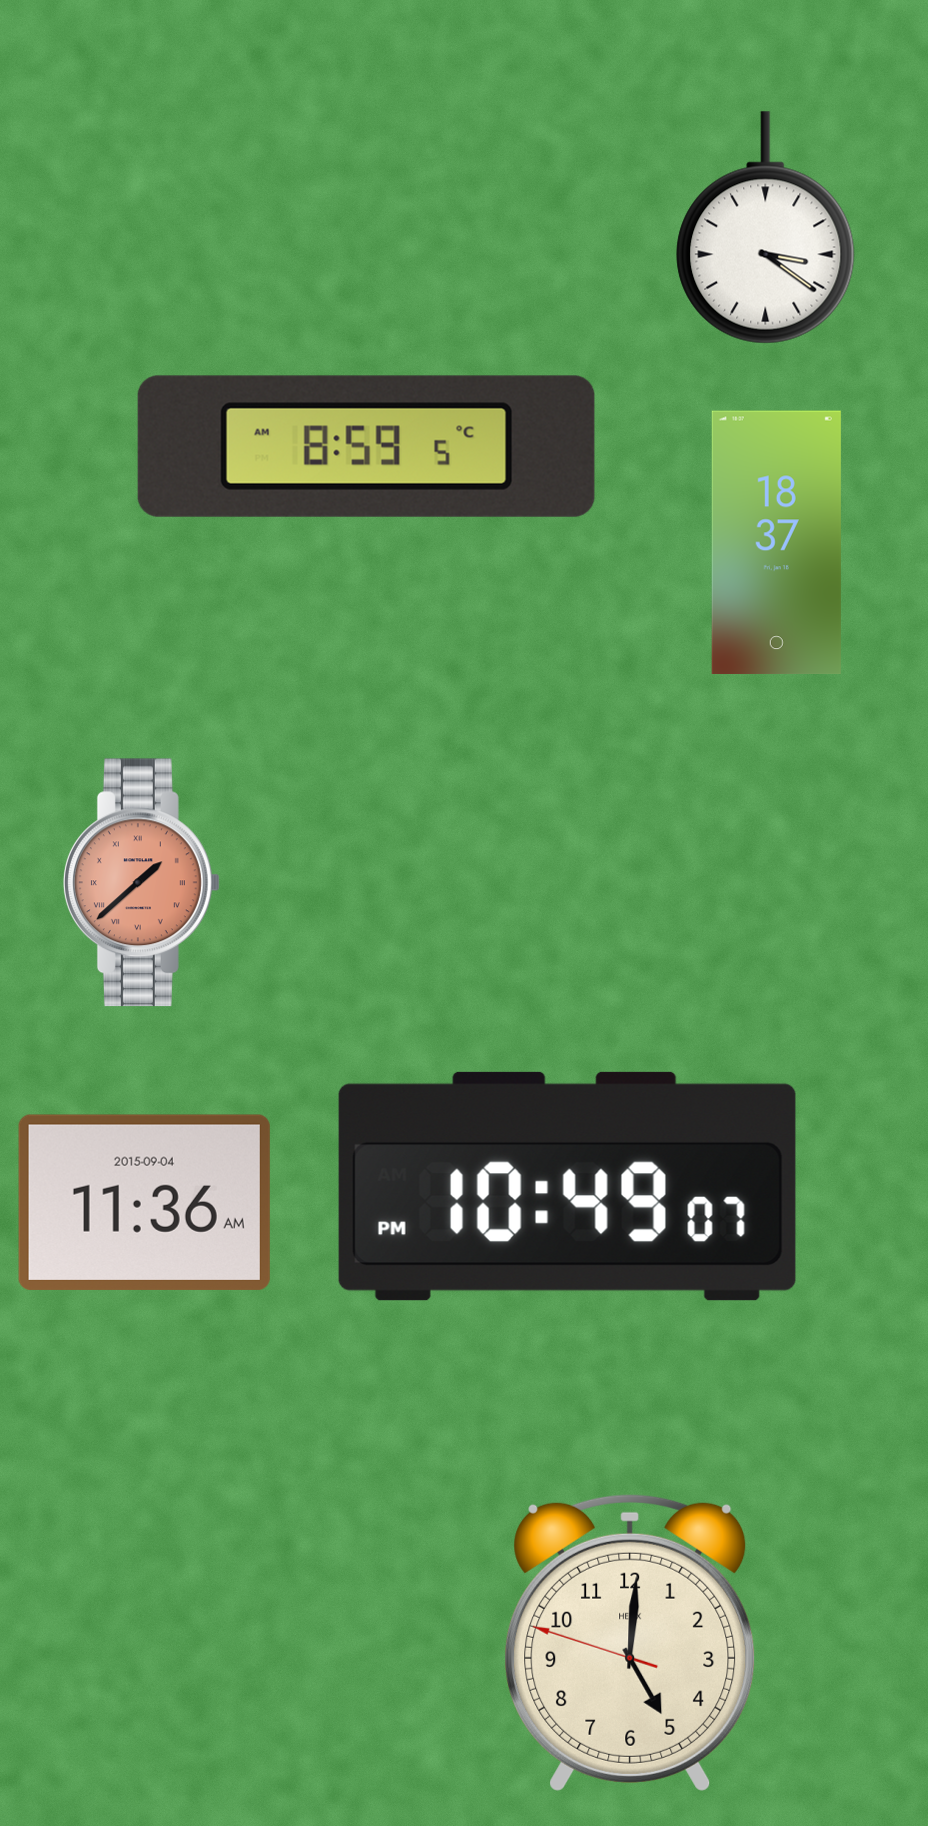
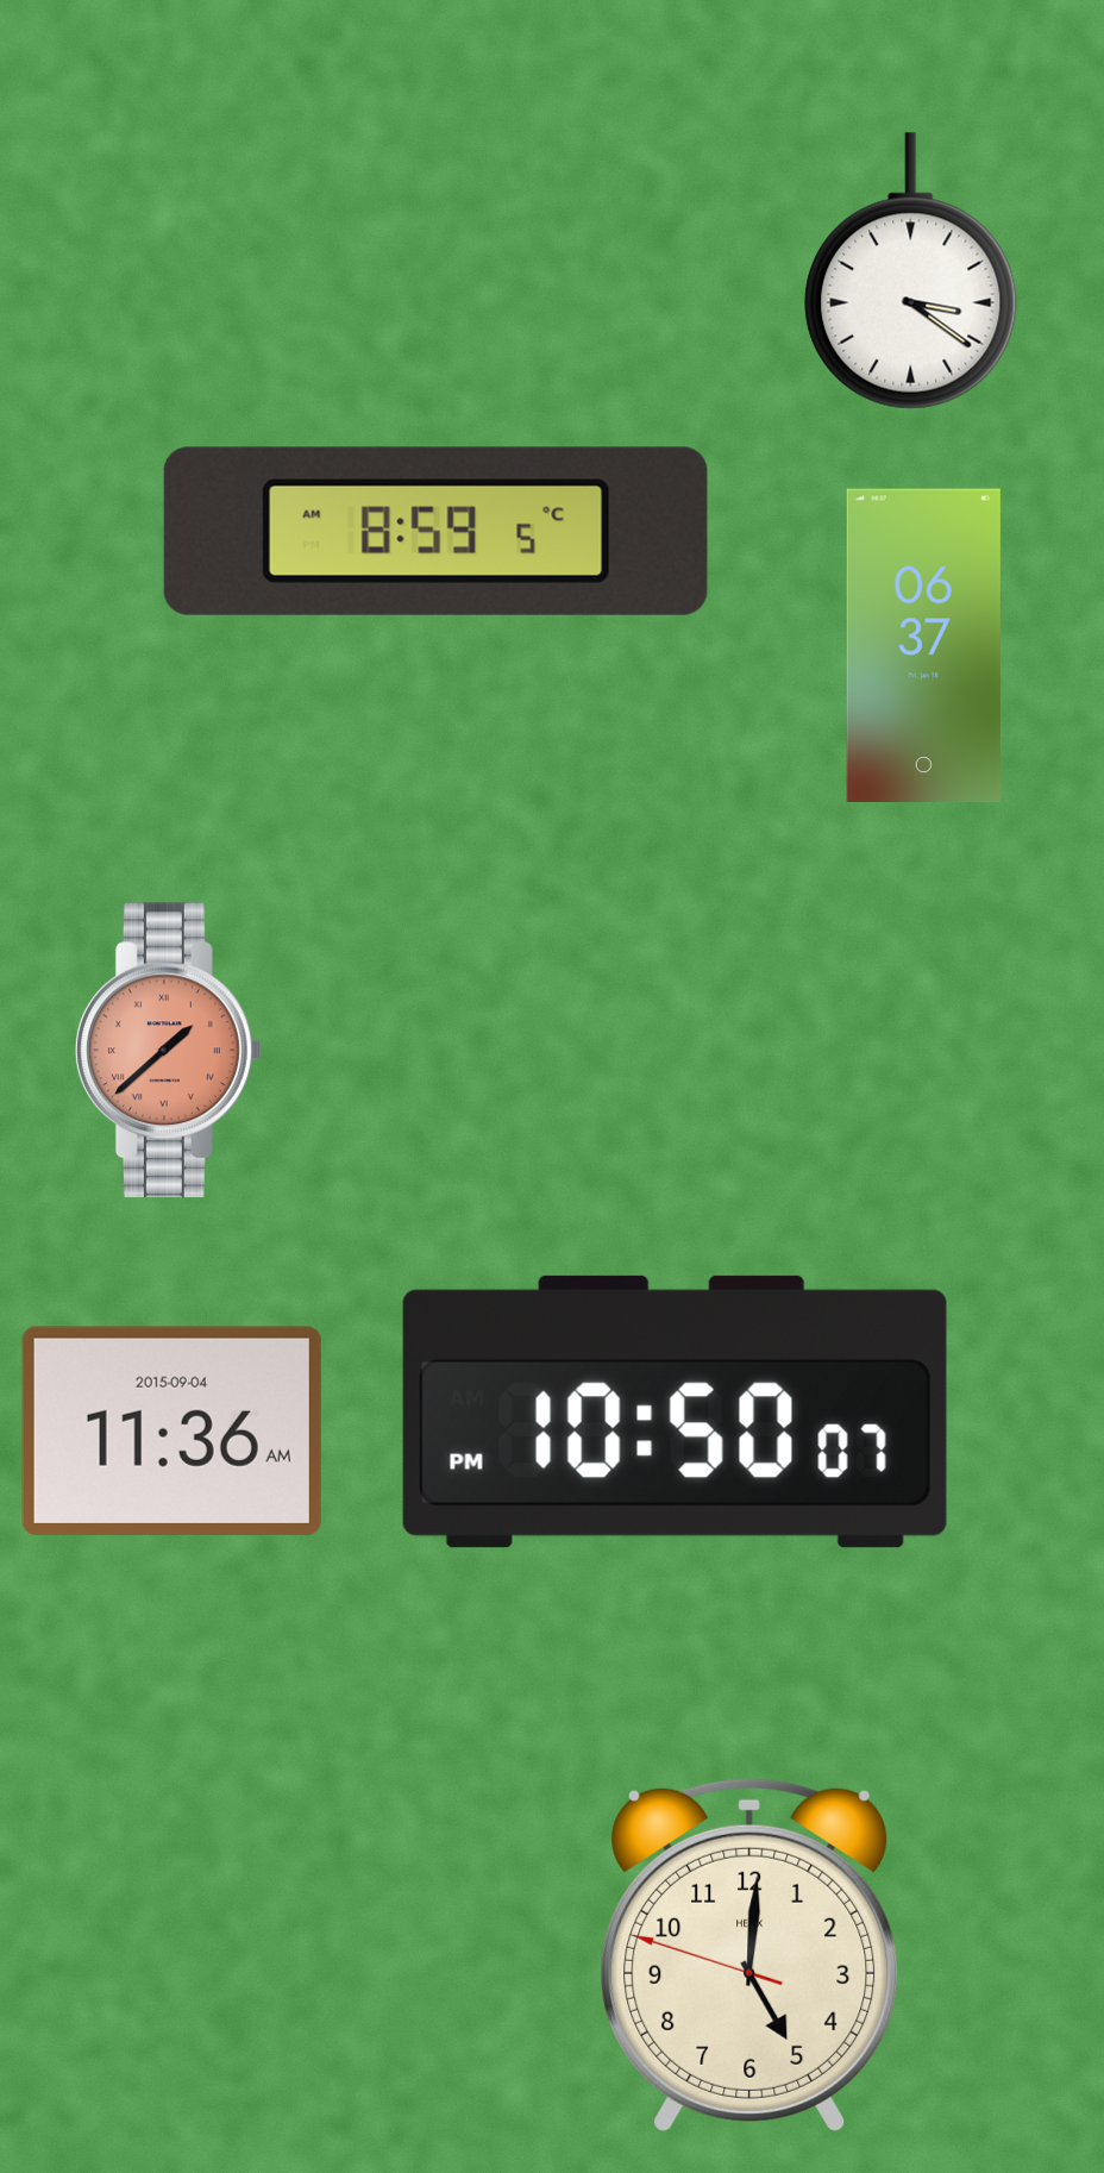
clock at (776, 543): 18:37 -> 06:37
clock at (567, 1186): 10:49 -> 10:50
